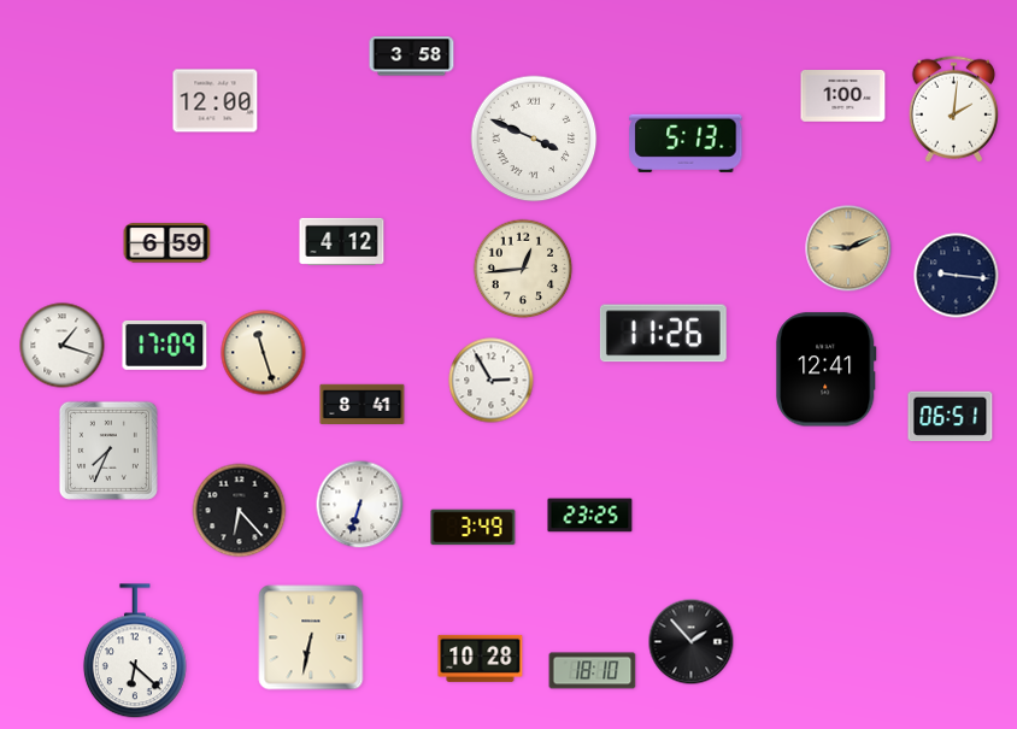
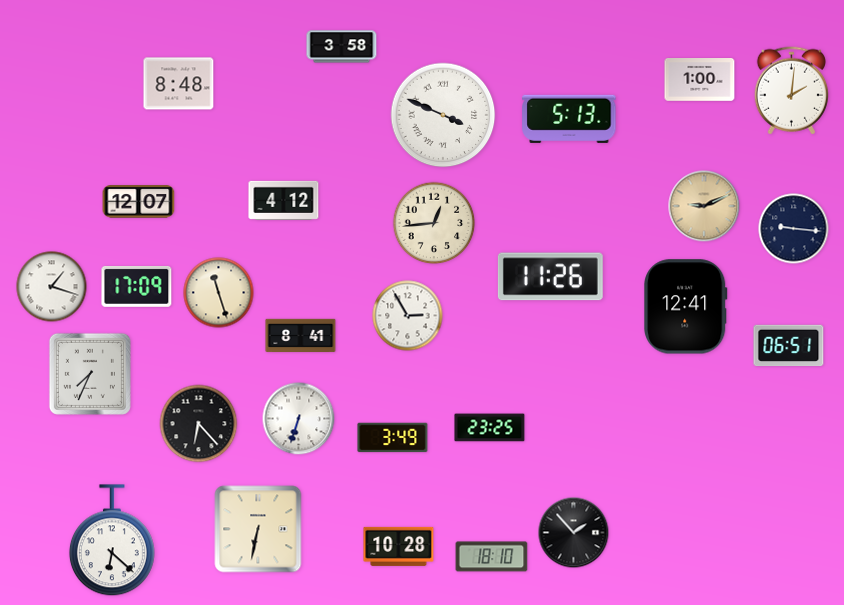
clock at (216, 101): 12:00 -> 8:48
clock at (167, 243): 6:59 -> 12:07
